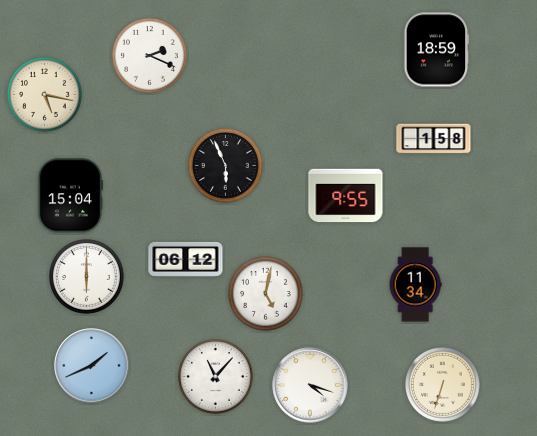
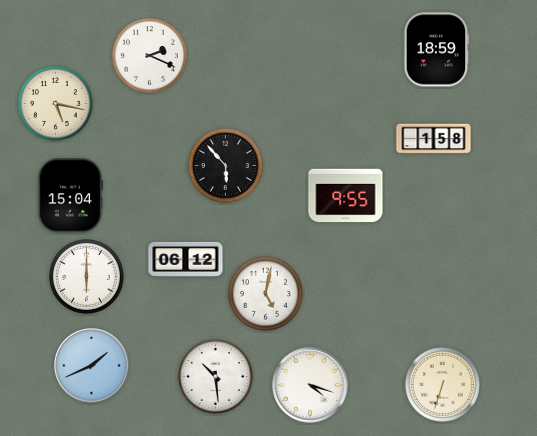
clock at (45, 95) position: (45, 95) -> (56, 104)
clock at (226, 166): 5:56 -> 5:53
clock at (415, 285): 11:34 -> none
clock at (216, 377): 11:07 -> 10:29
